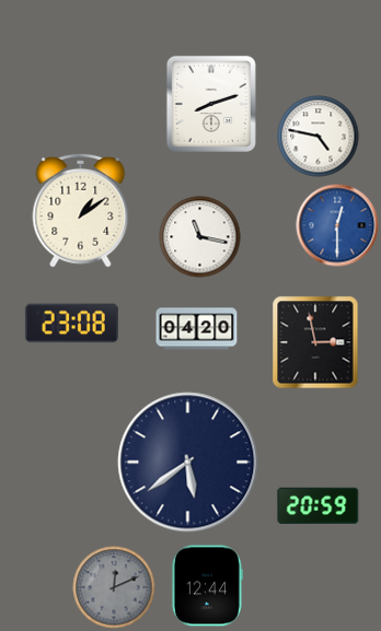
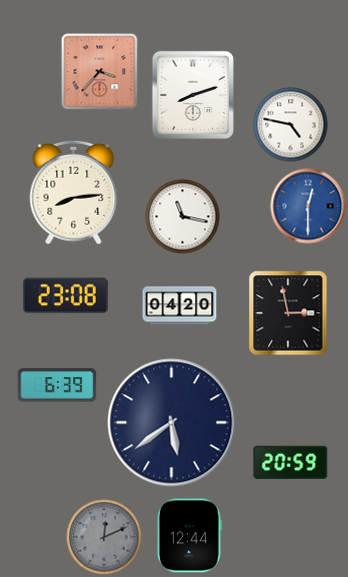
clock at (100, 72): none -> 3:37
clock at (81, 210): 1:09 -> 8:14
clock at (197, 329) position: (197, 329) -> (180, 306)
clock at (57, 385): none -> 6:39
